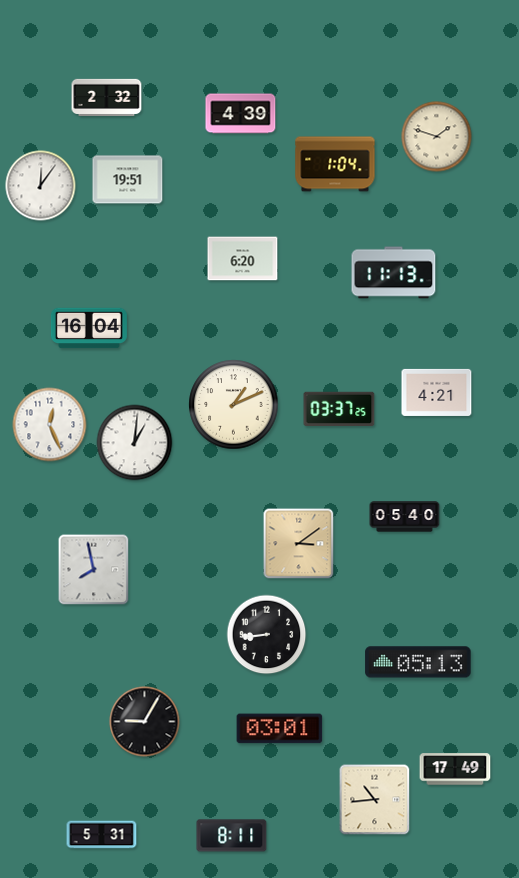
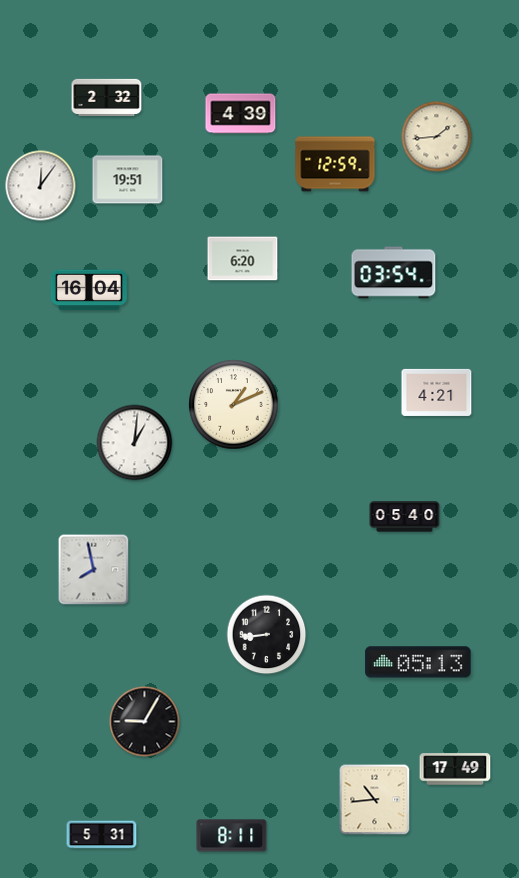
clock at (437, 137): 1:48 -> 1:44
clock at (335, 164): 1:04 -> 12:59
clock at (394, 273): 11:13 -> 03:54
clock at (89, 328) position: (89, 328) -> (89, 290)
clock at (339, 409): 03:37 -> none
clock at (50, 425): 12:26 -> none
clock at (299, 544): 3:09 -> none
clock at (280, 729): 03:01 -> none
